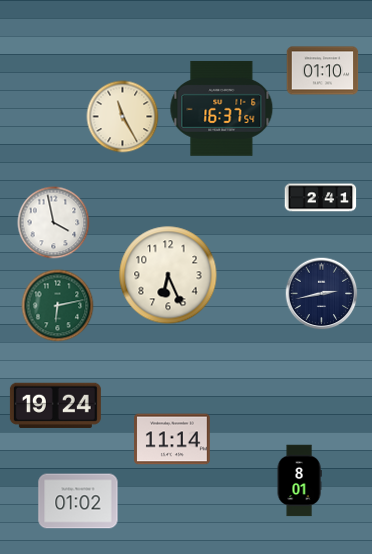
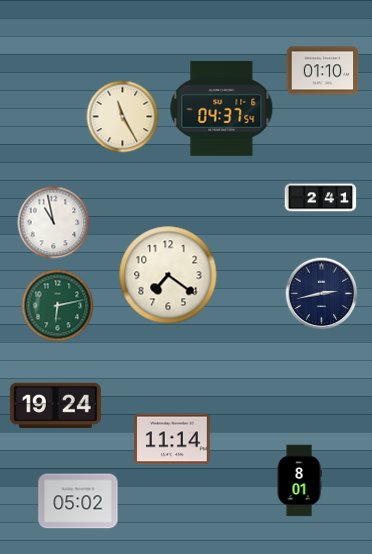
clock at (222, 108): 16:37 -> 04:37
clock at (54, 223): 3:58 -> 10:58
clock at (168, 275): 6:26 -> 7:21
clock at (78, 501): 01:02 -> 05:02
